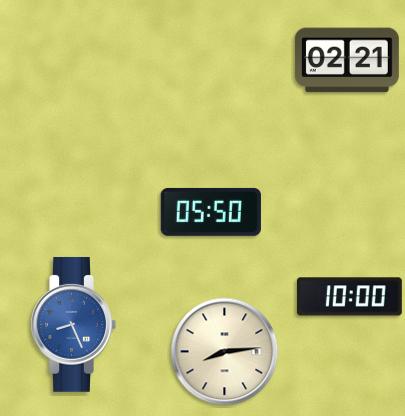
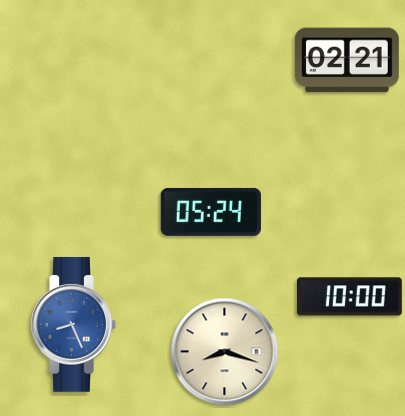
clock at (211, 212): 05:50 -> 05:24
clock at (225, 352): 8:14 -> 8:18
